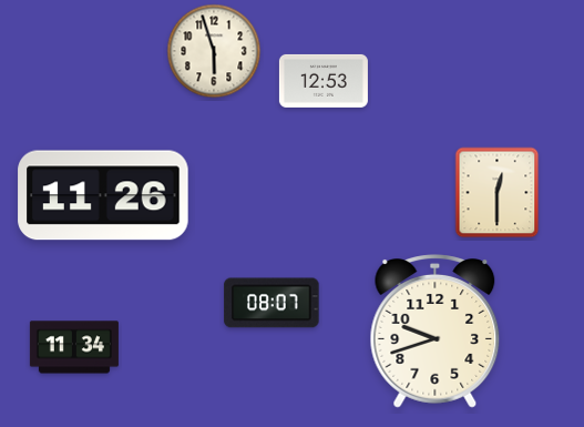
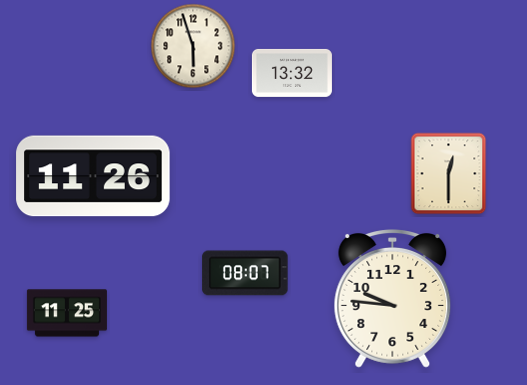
clock at (324, 81): 12:53 -> 13:32
clock at (436, 332): 9:42 -> 9:46
clock at (74, 347): 11:34 -> 11:25
